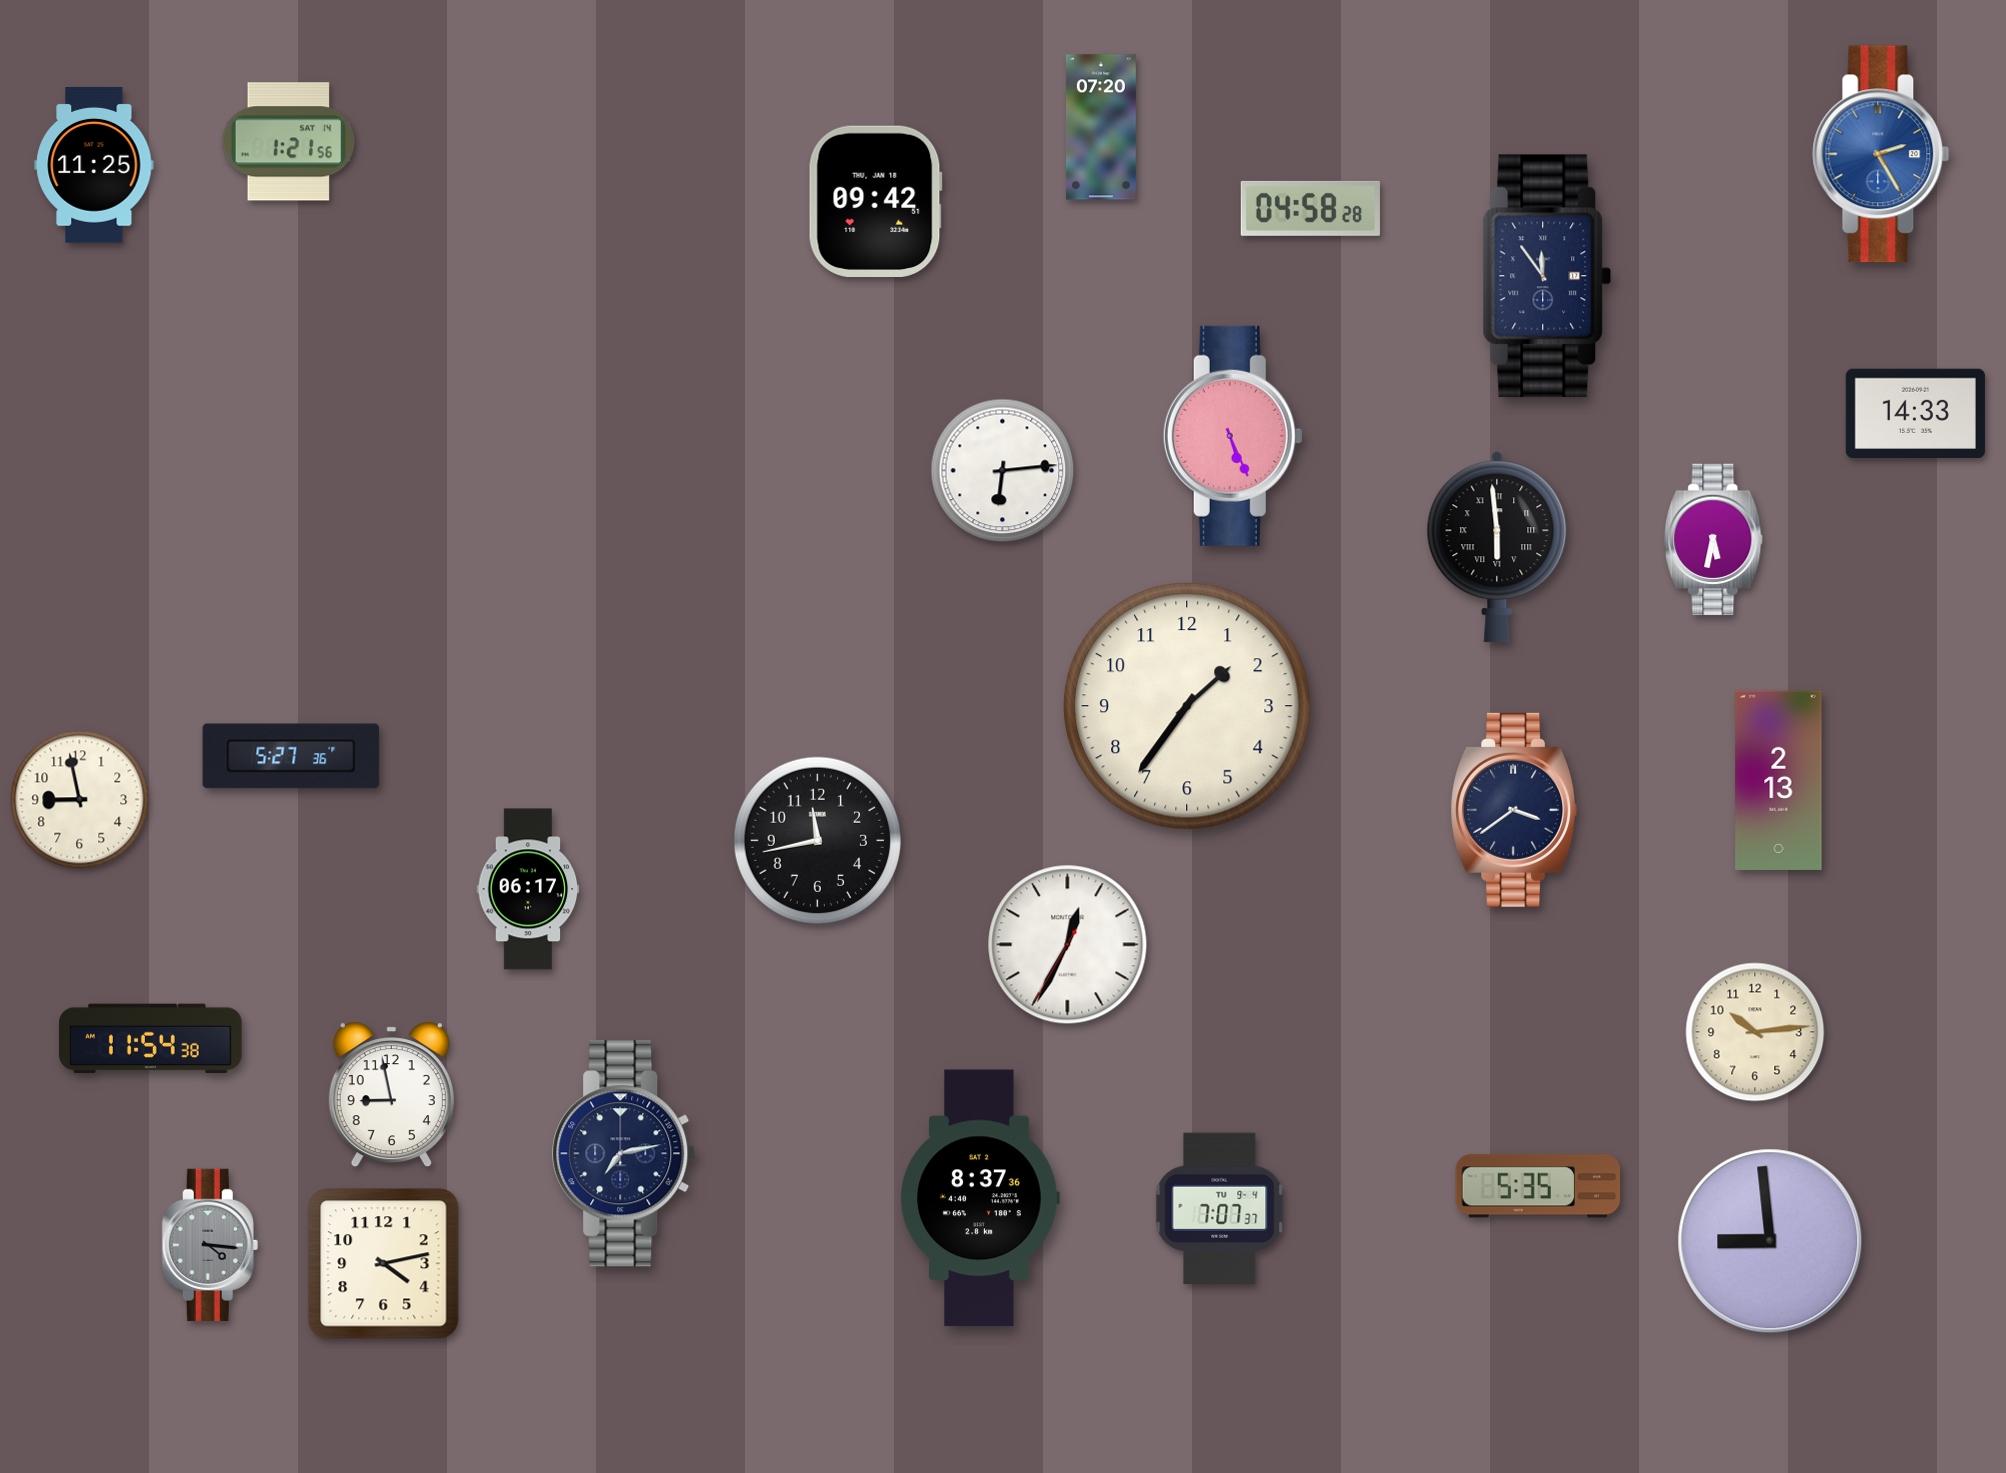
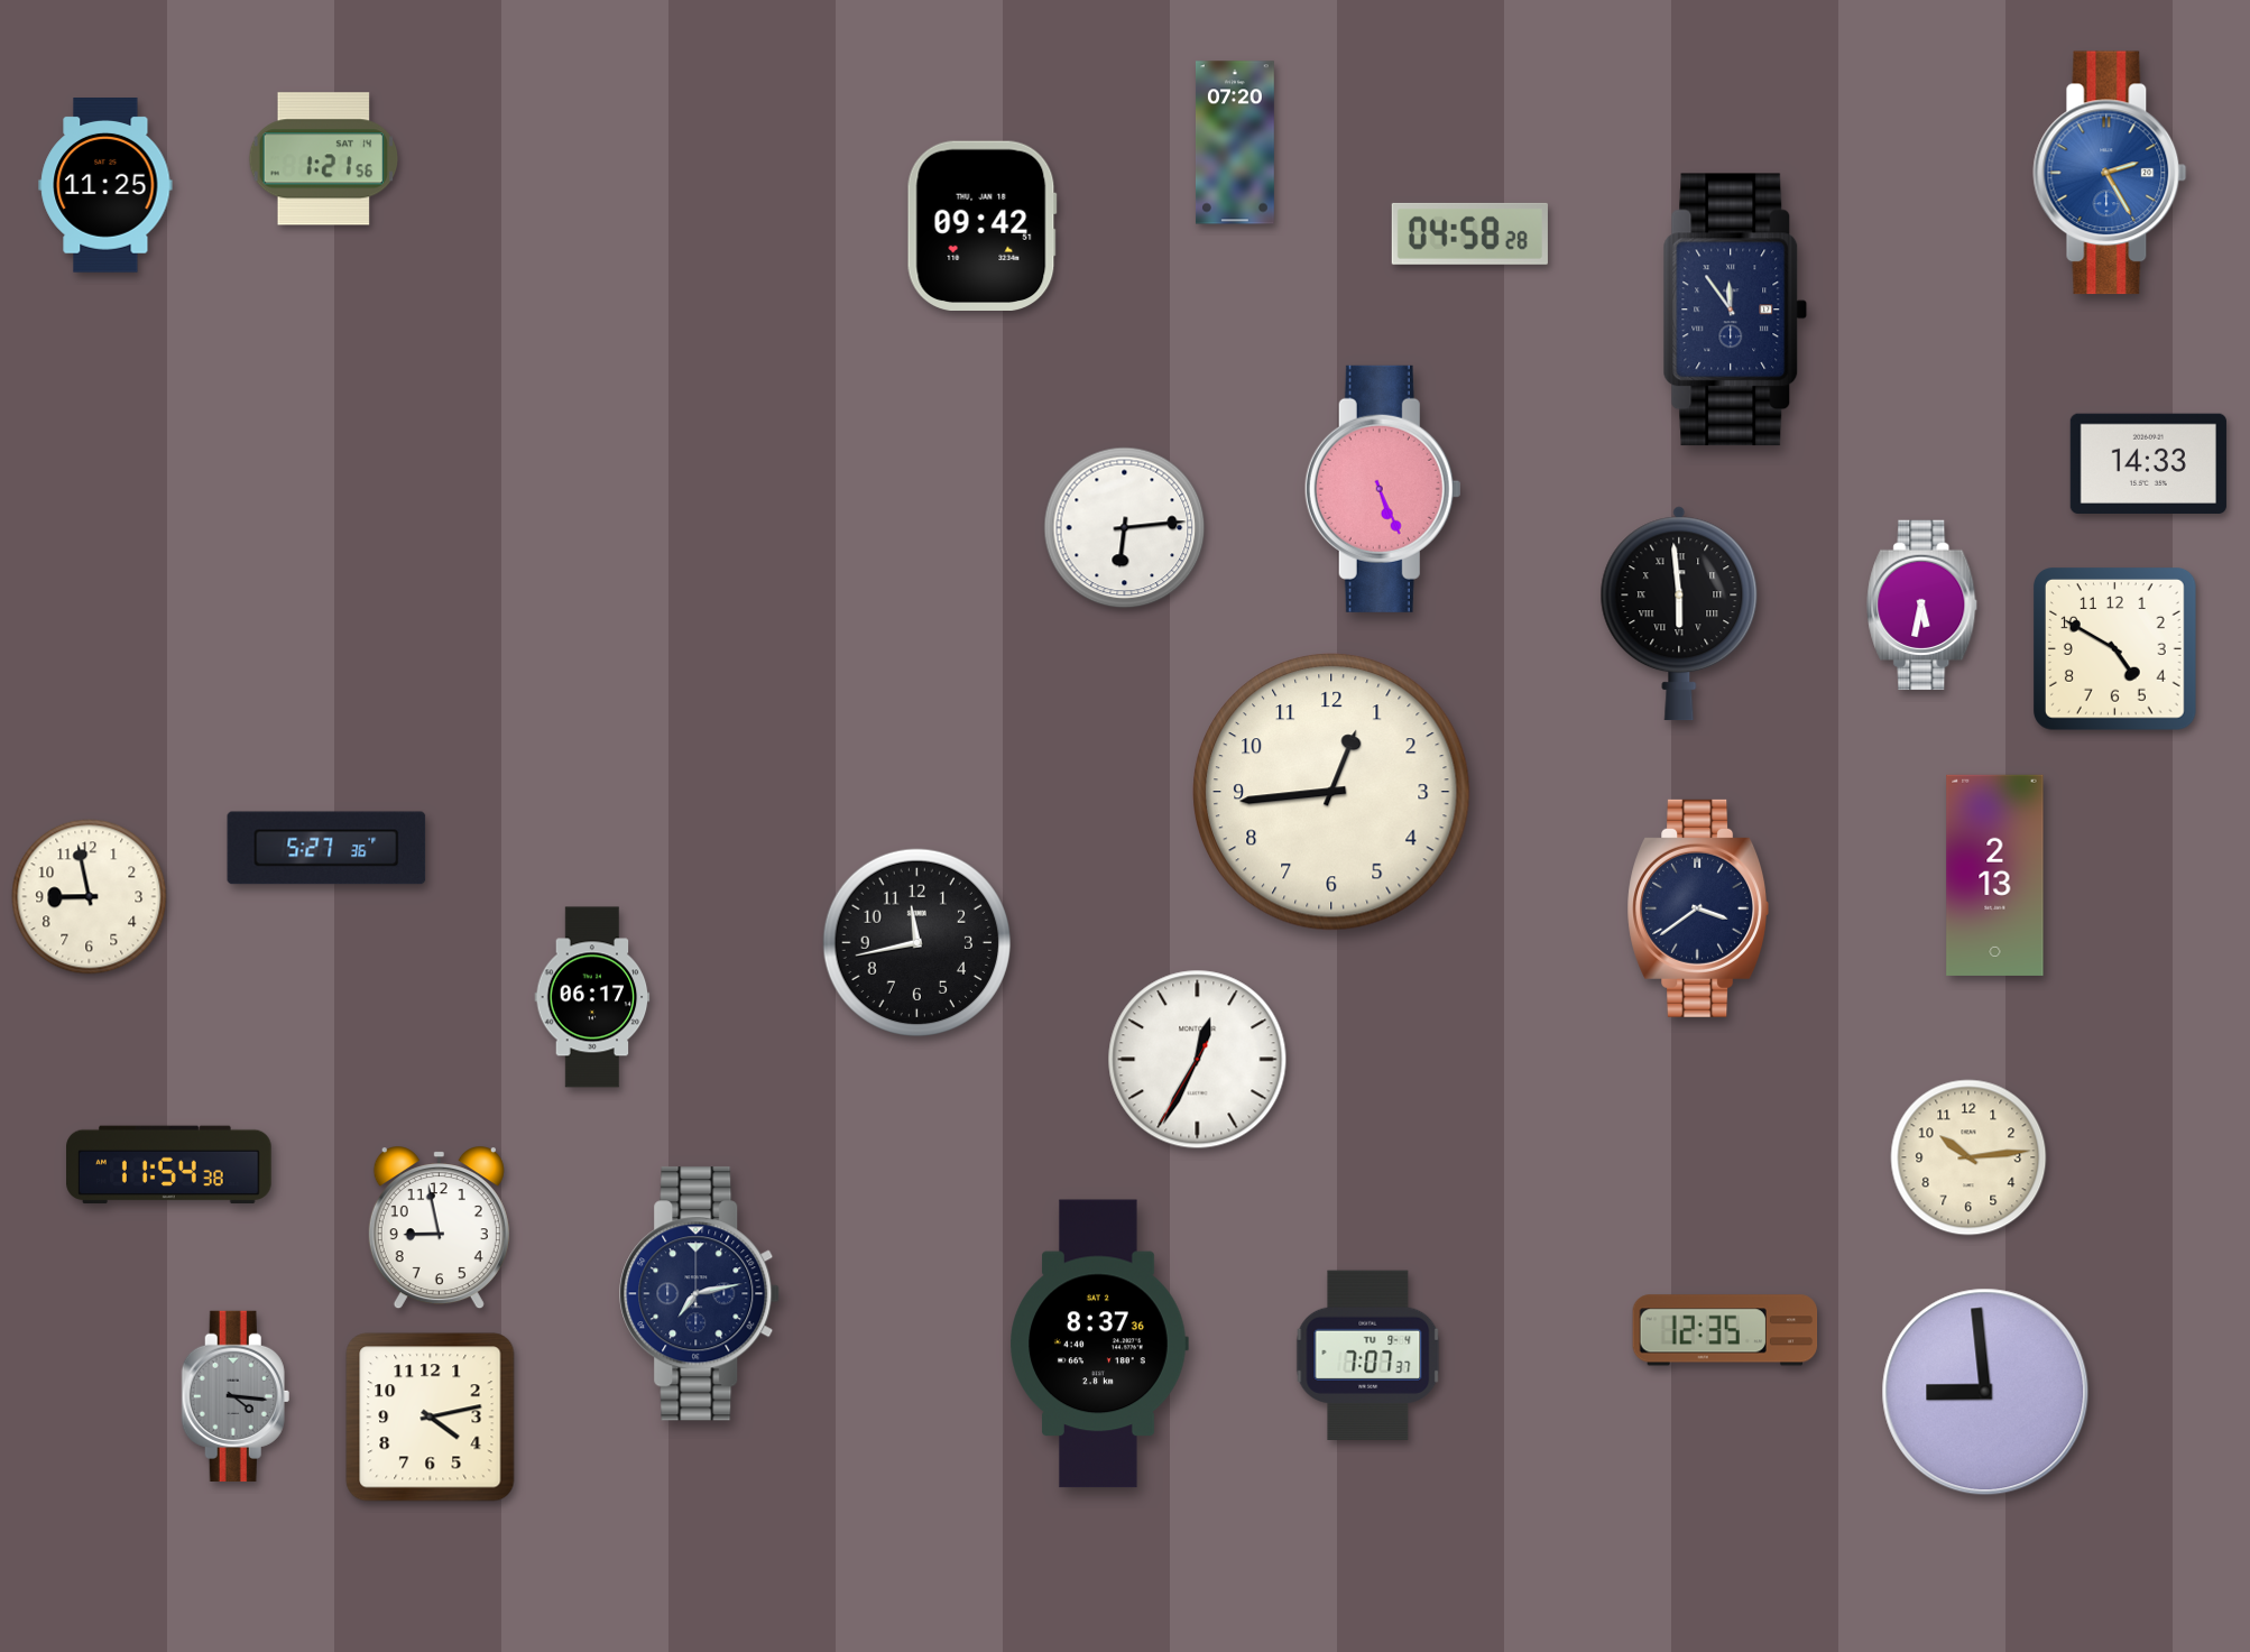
clock at (2115, 649): none -> 4:50
clock at (1187, 706): 1:36 -> 12:44
clock at (1538, 1186): 5:35 -> 12:35
